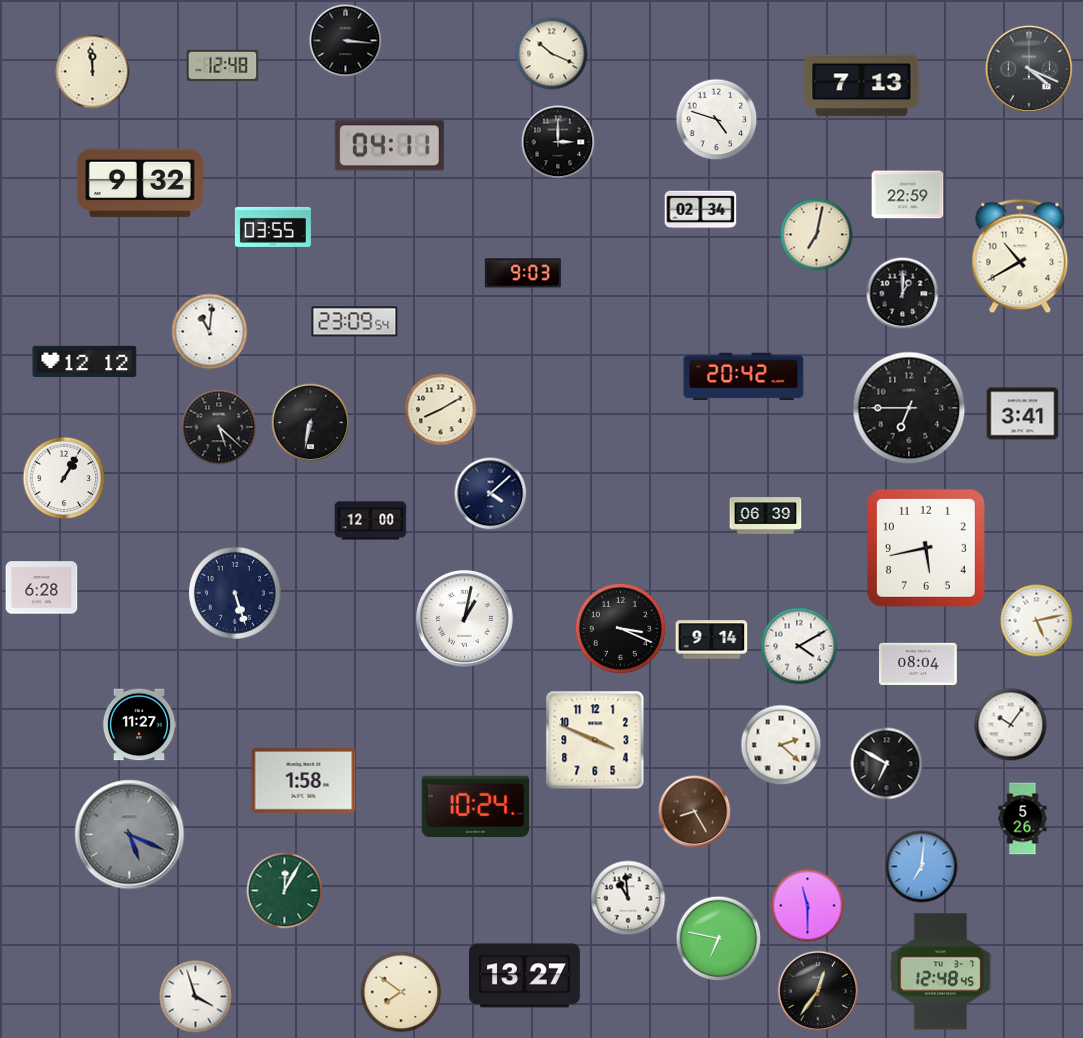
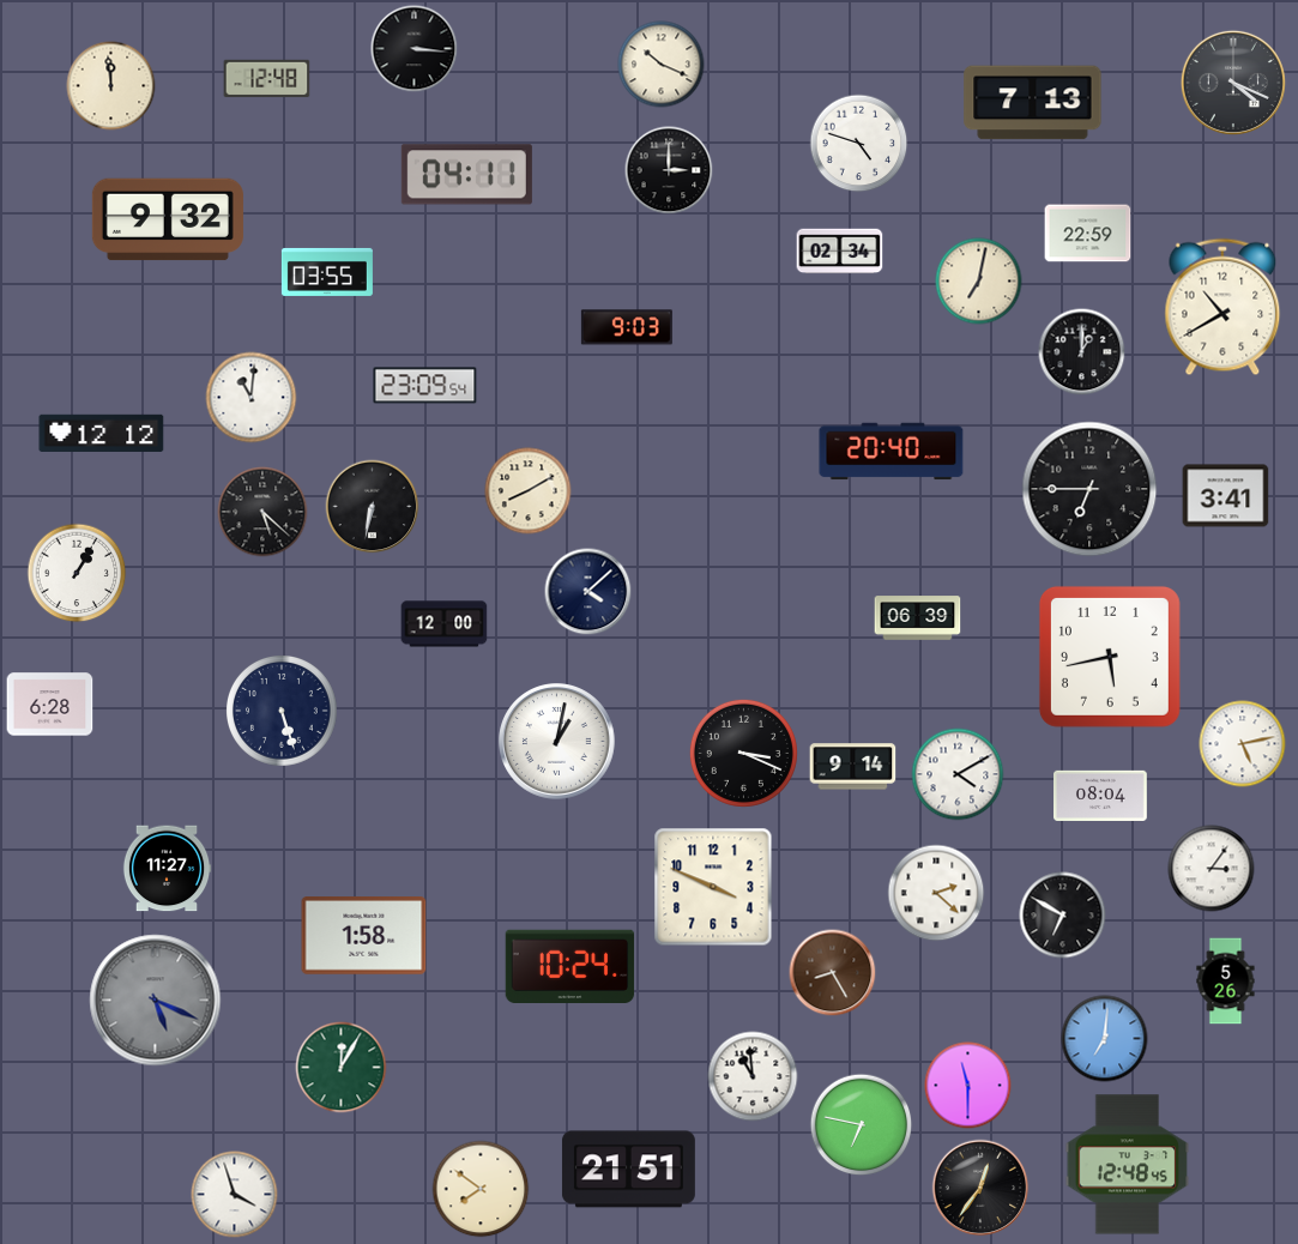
clock at (744, 377): 20:42 -> 20:40
clock at (1011, 725): 10:06 -> 3:06
clock at (524, 976): 13:27 -> 21:51
